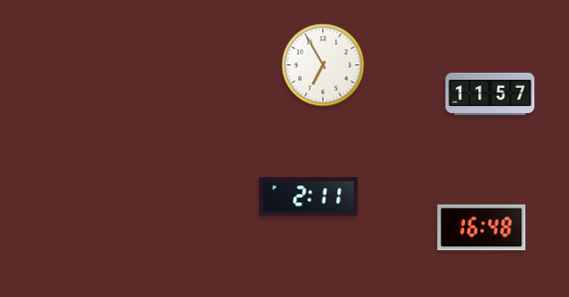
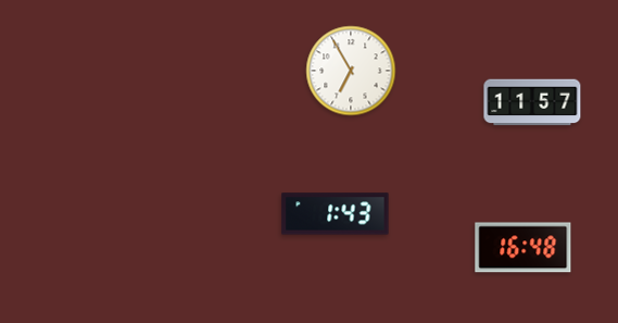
clock at (309, 197): 2:11 -> 1:43
